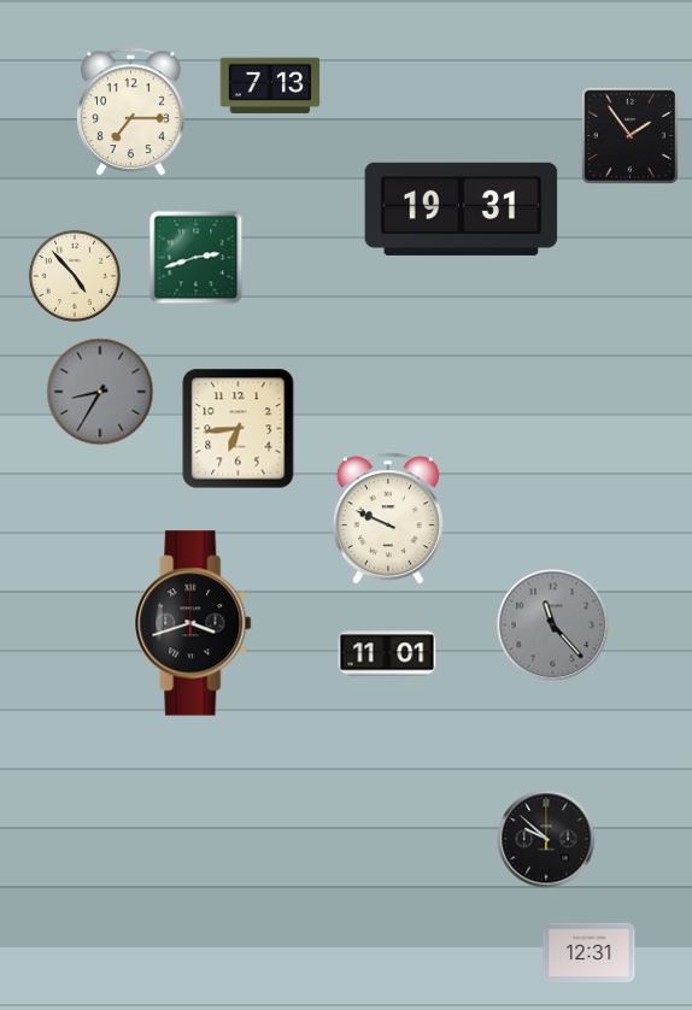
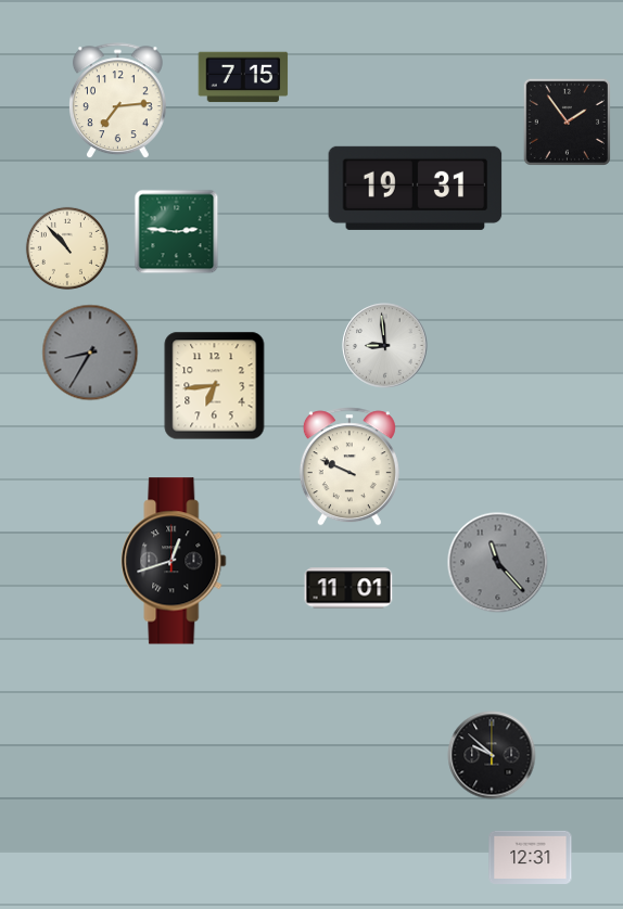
clock at (270, 86): 7:13 -> 7:15
clock at (131, 112): 7:15 -> 7:14
clock at (197, 258): 2:42 -> 2:46
clock at (75, 276): 4:53 -> 10:53
clock at (385, 346): none -> 8:59
clock at (193, 623): 3:42 -> 12:42
